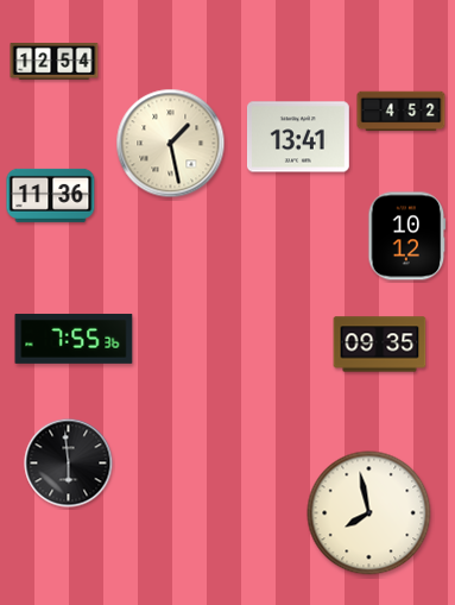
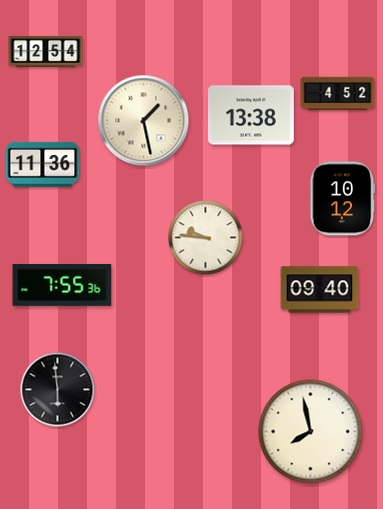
clock at (298, 137): 13:41 -> 13:38
clock at (206, 238): none -> 9:46
clock at (380, 345): 09:35 -> 09:40
